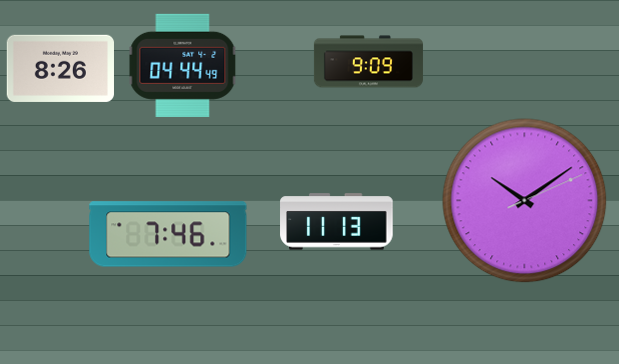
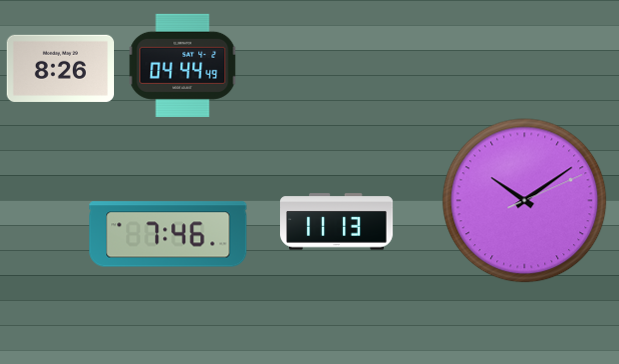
clock at (368, 62): 9:09 -> none
